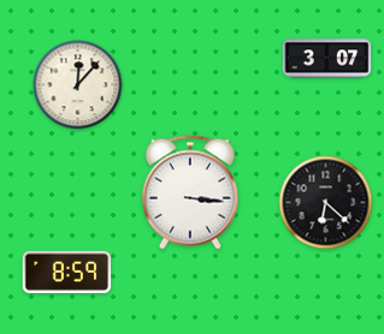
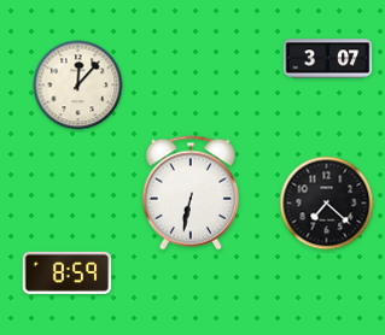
clock at (190, 192): 3:16 -> 6:32
clock at (326, 203): 6:22 -> 7:22
